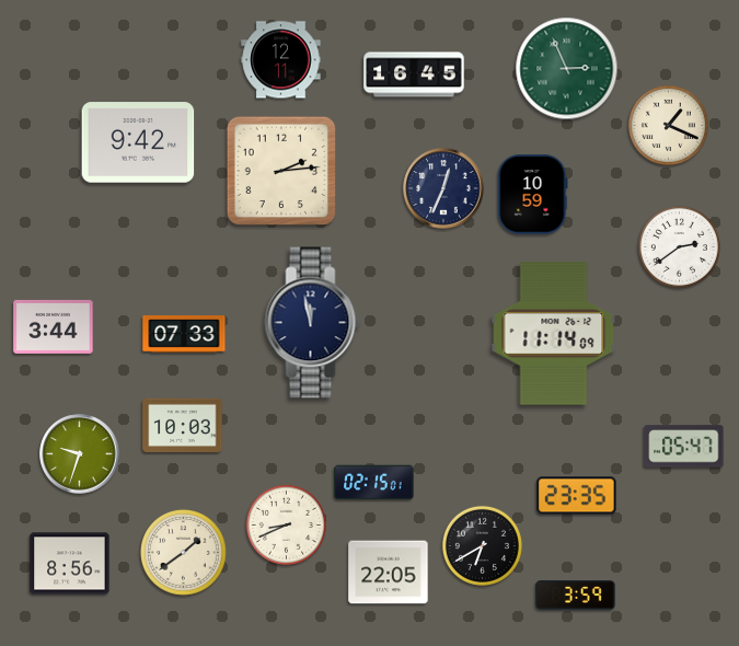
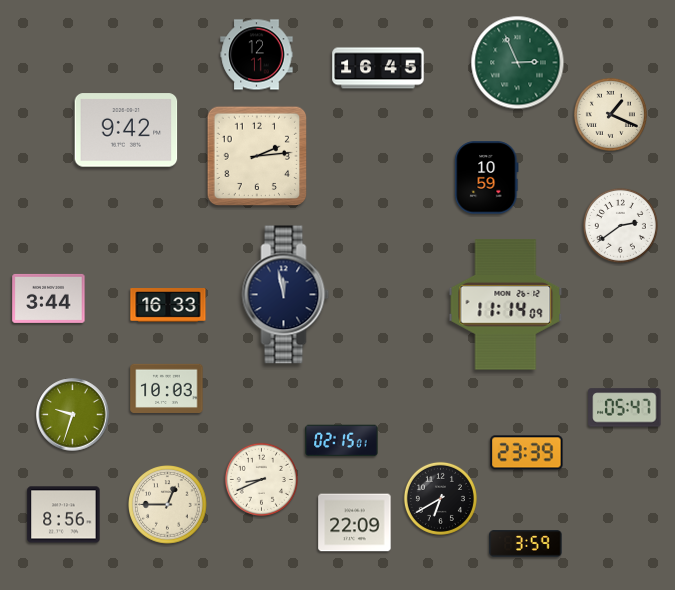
clock at (443, 188): 12:34 -> none
clock at (184, 335): 07:33 -> 16:33
clock at (577, 496): 23:35 -> 23:39
clock at (184, 553): 1:39 -> 12:45
clock at (389, 573): 22:05 -> 22:09
